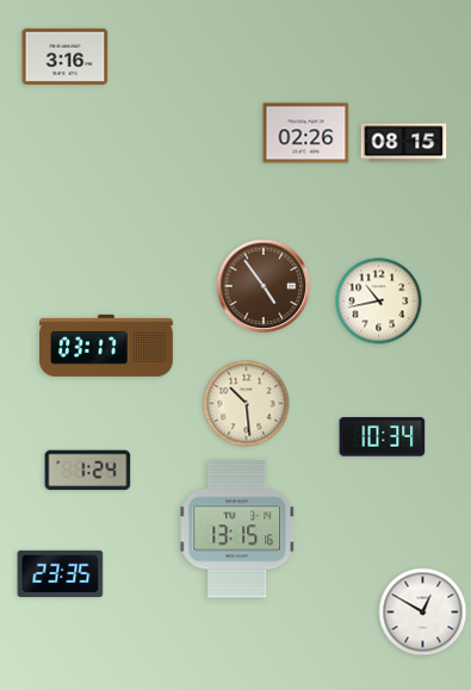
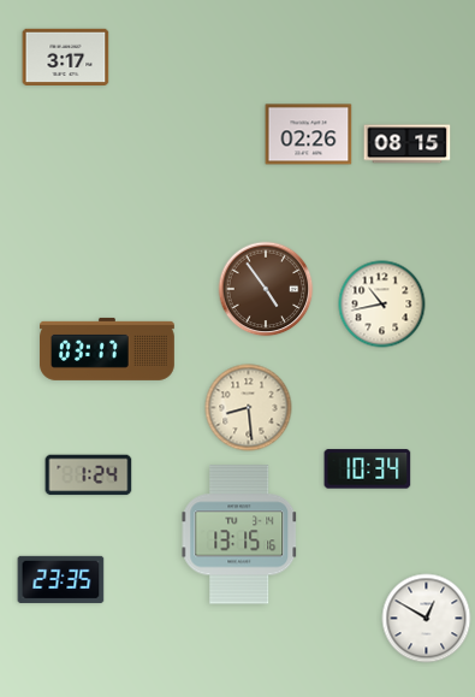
clock at (66, 56): 3:16 -> 3:17
clock at (247, 404): 10:29 -> 8:29
clock at (383, 437) position: (383, 437) -> (368, 469)
